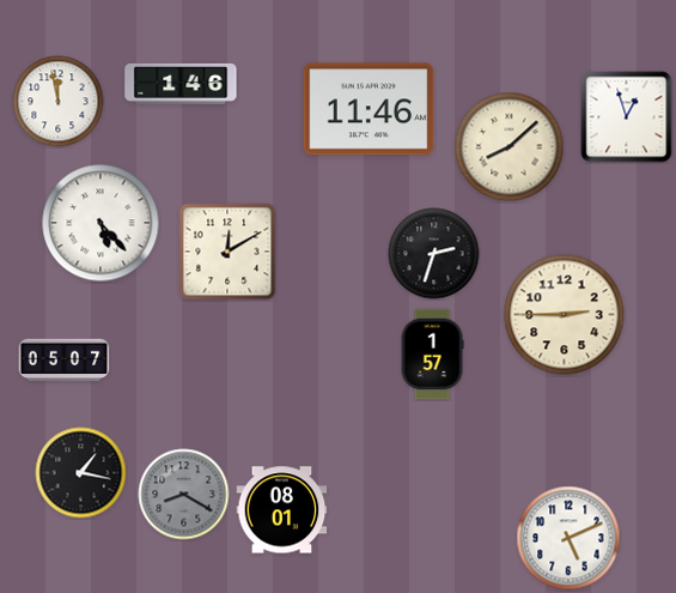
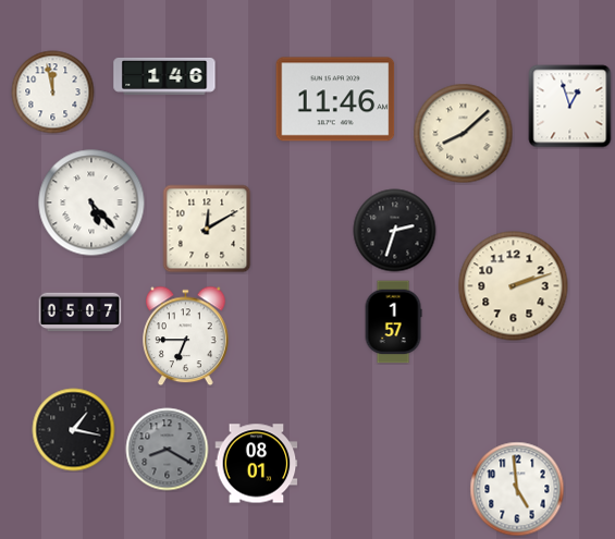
clock at (565, 315): 2:45 -> 2:12
clock at (65, 361) position: (65, 361) -> (81, 313)
clock at (186, 336): none -> 6:45
clock at (568, 538): 5:11 -> 4:59
